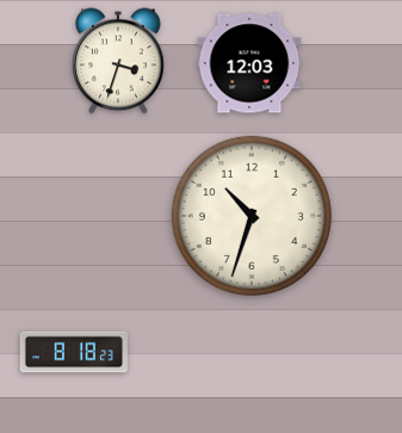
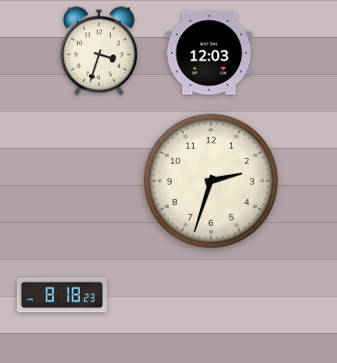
clock at (252, 216): 10:33 -> 2:33
